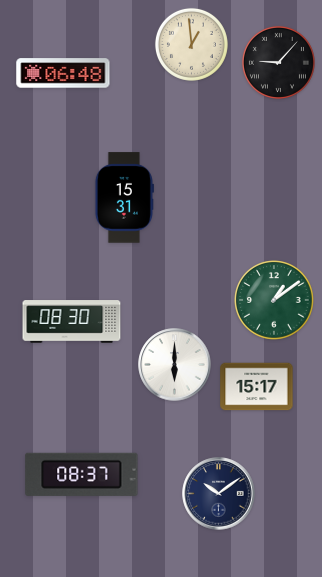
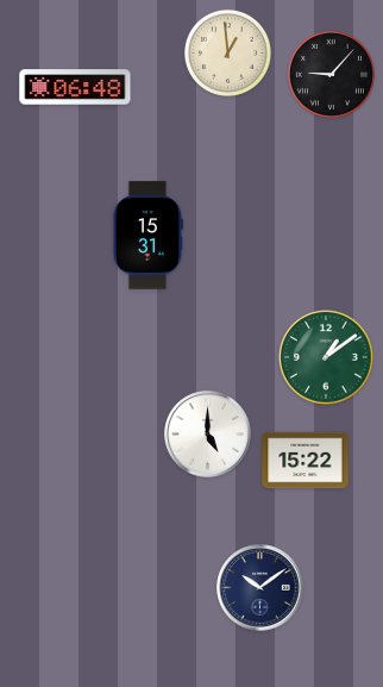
clock at (72, 322): 08:30 -> none
clock at (175, 365): 6:00 -> 5:00
clock at (257, 387): 15:17 -> 15:22
clock at (82, 474): 08:37 -> none
